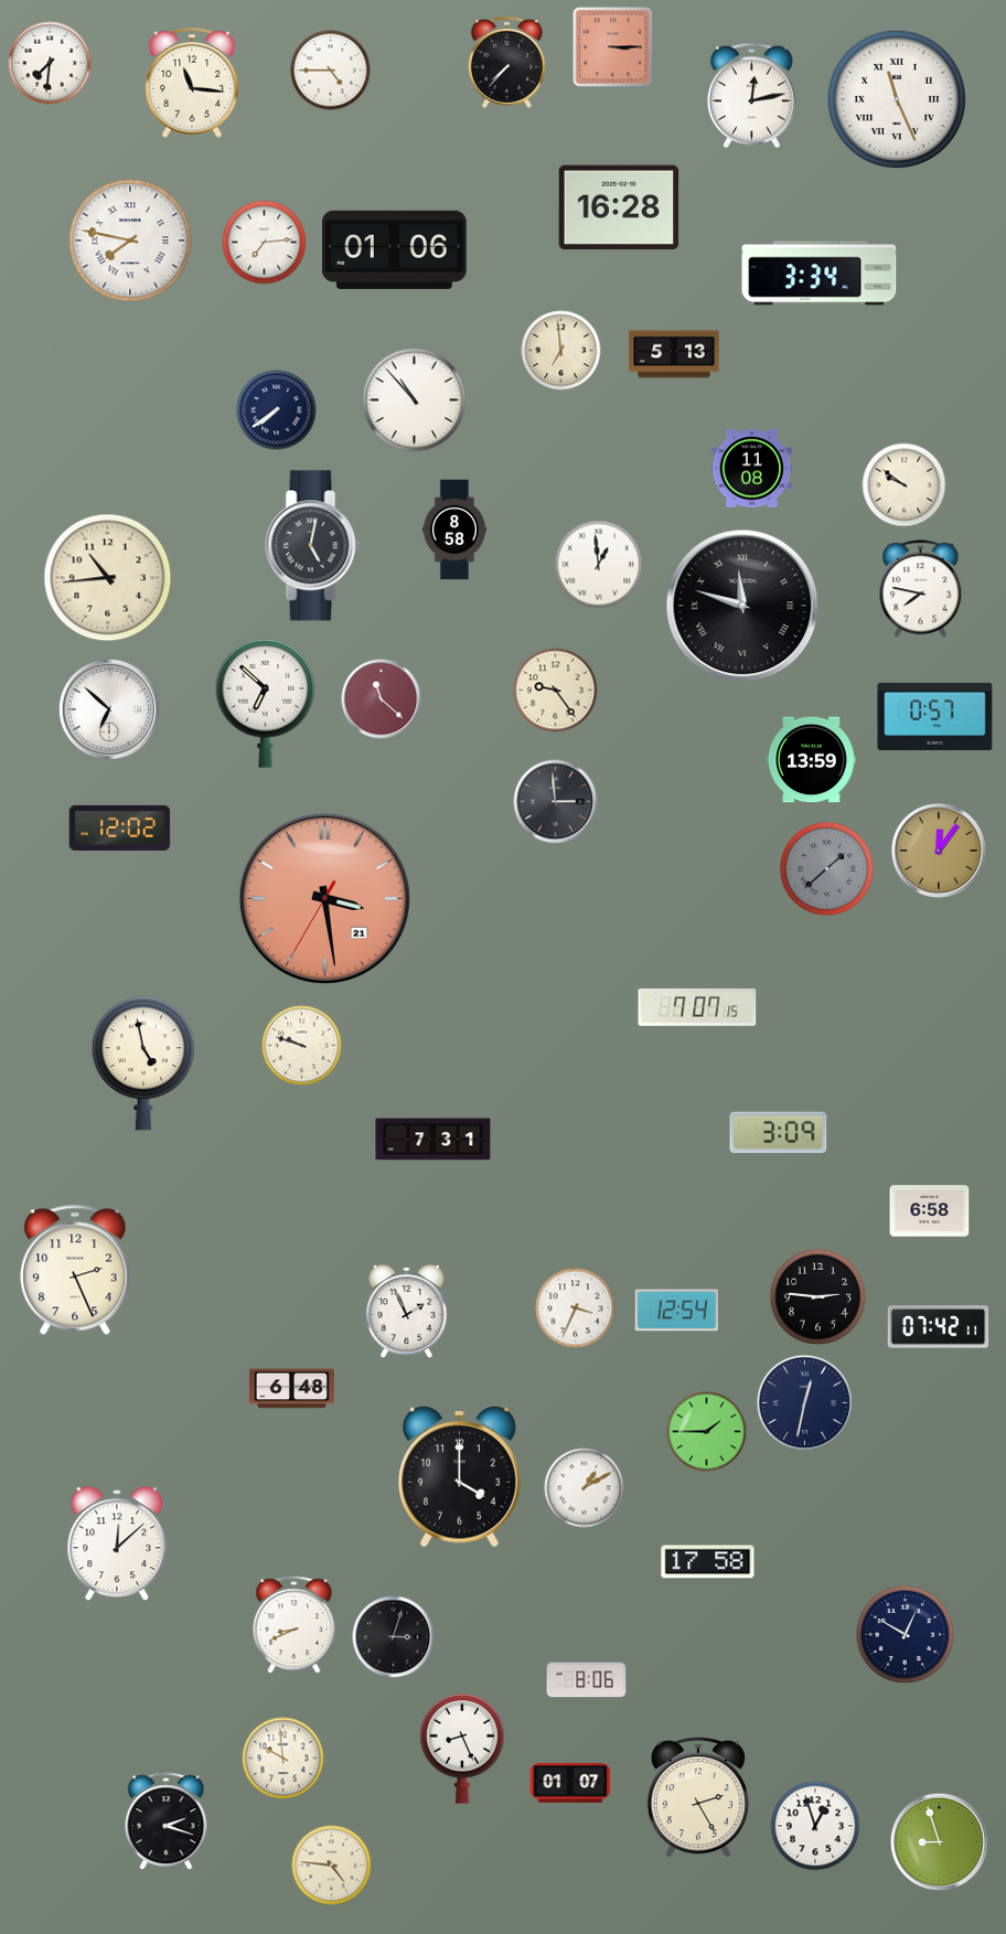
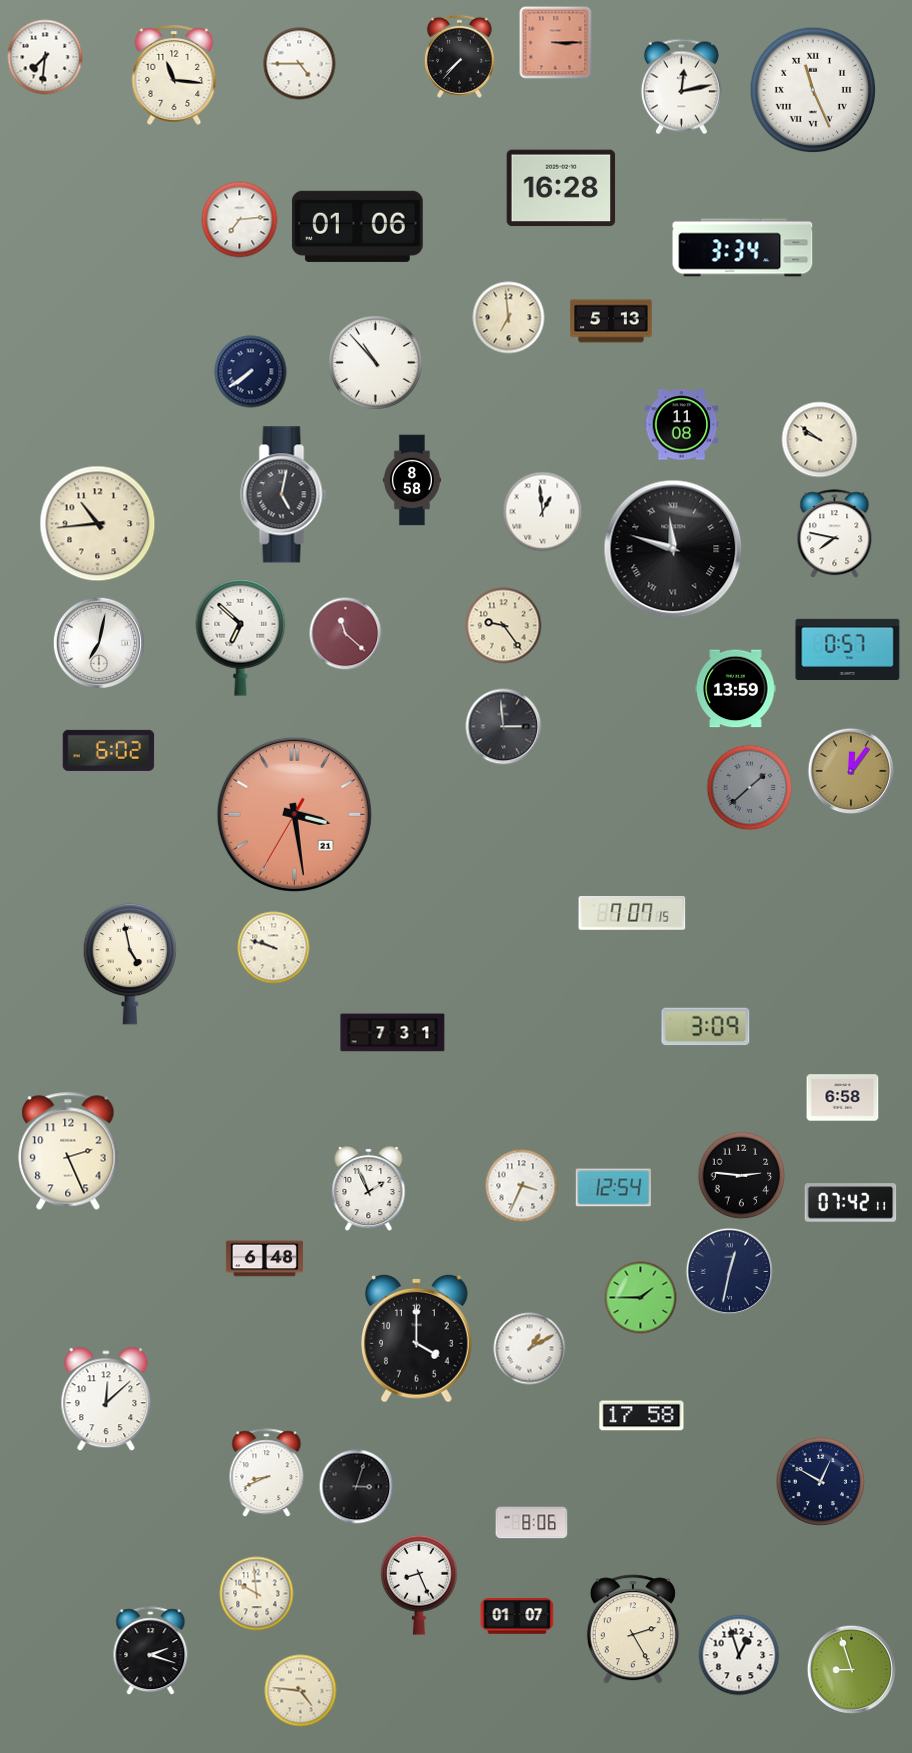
clock at (130, 241): 7:47 -> none
clock at (109, 709): 6:52 -> 7:02
clock at (120, 827): 12:02 -> 6:02
clock at (394, 1637) position: (394, 1637) -> (357, 1487)
